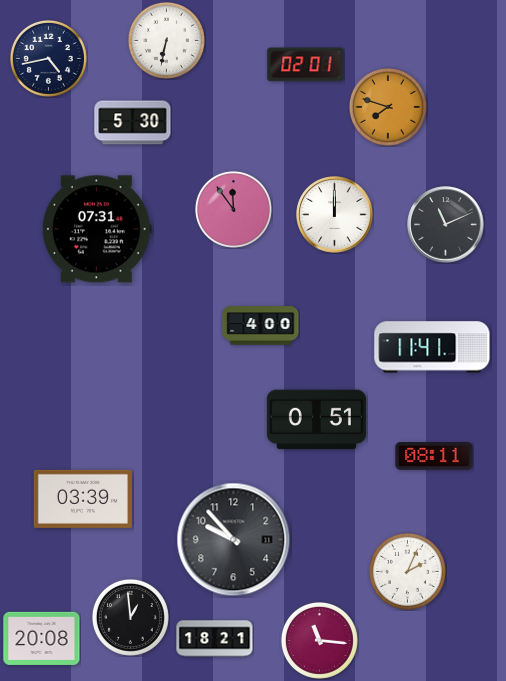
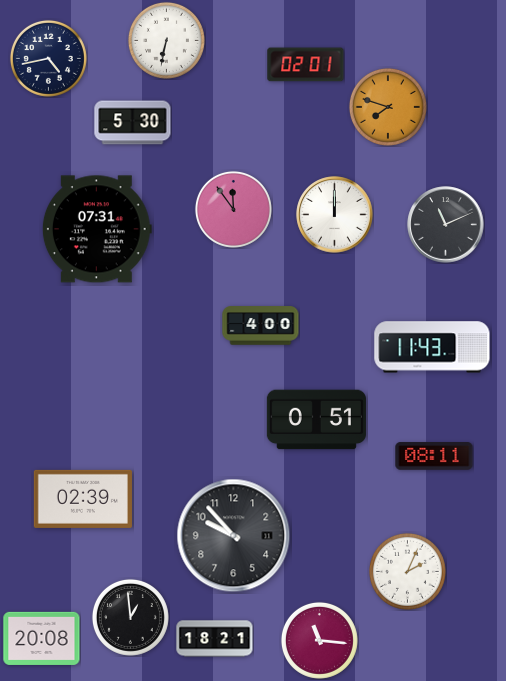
clock at (432, 347): 11:41 -> 11:43
clock at (83, 499): 03:39 -> 02:39
clock at (234, 540) position: (234, 540) -> (234, 536)
